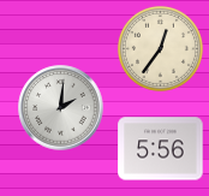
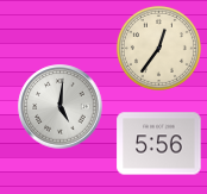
clock at (61, 108): 2:01 -> 5:01
clock at (161, 149) position: (161, 149) -> (159, 144)
